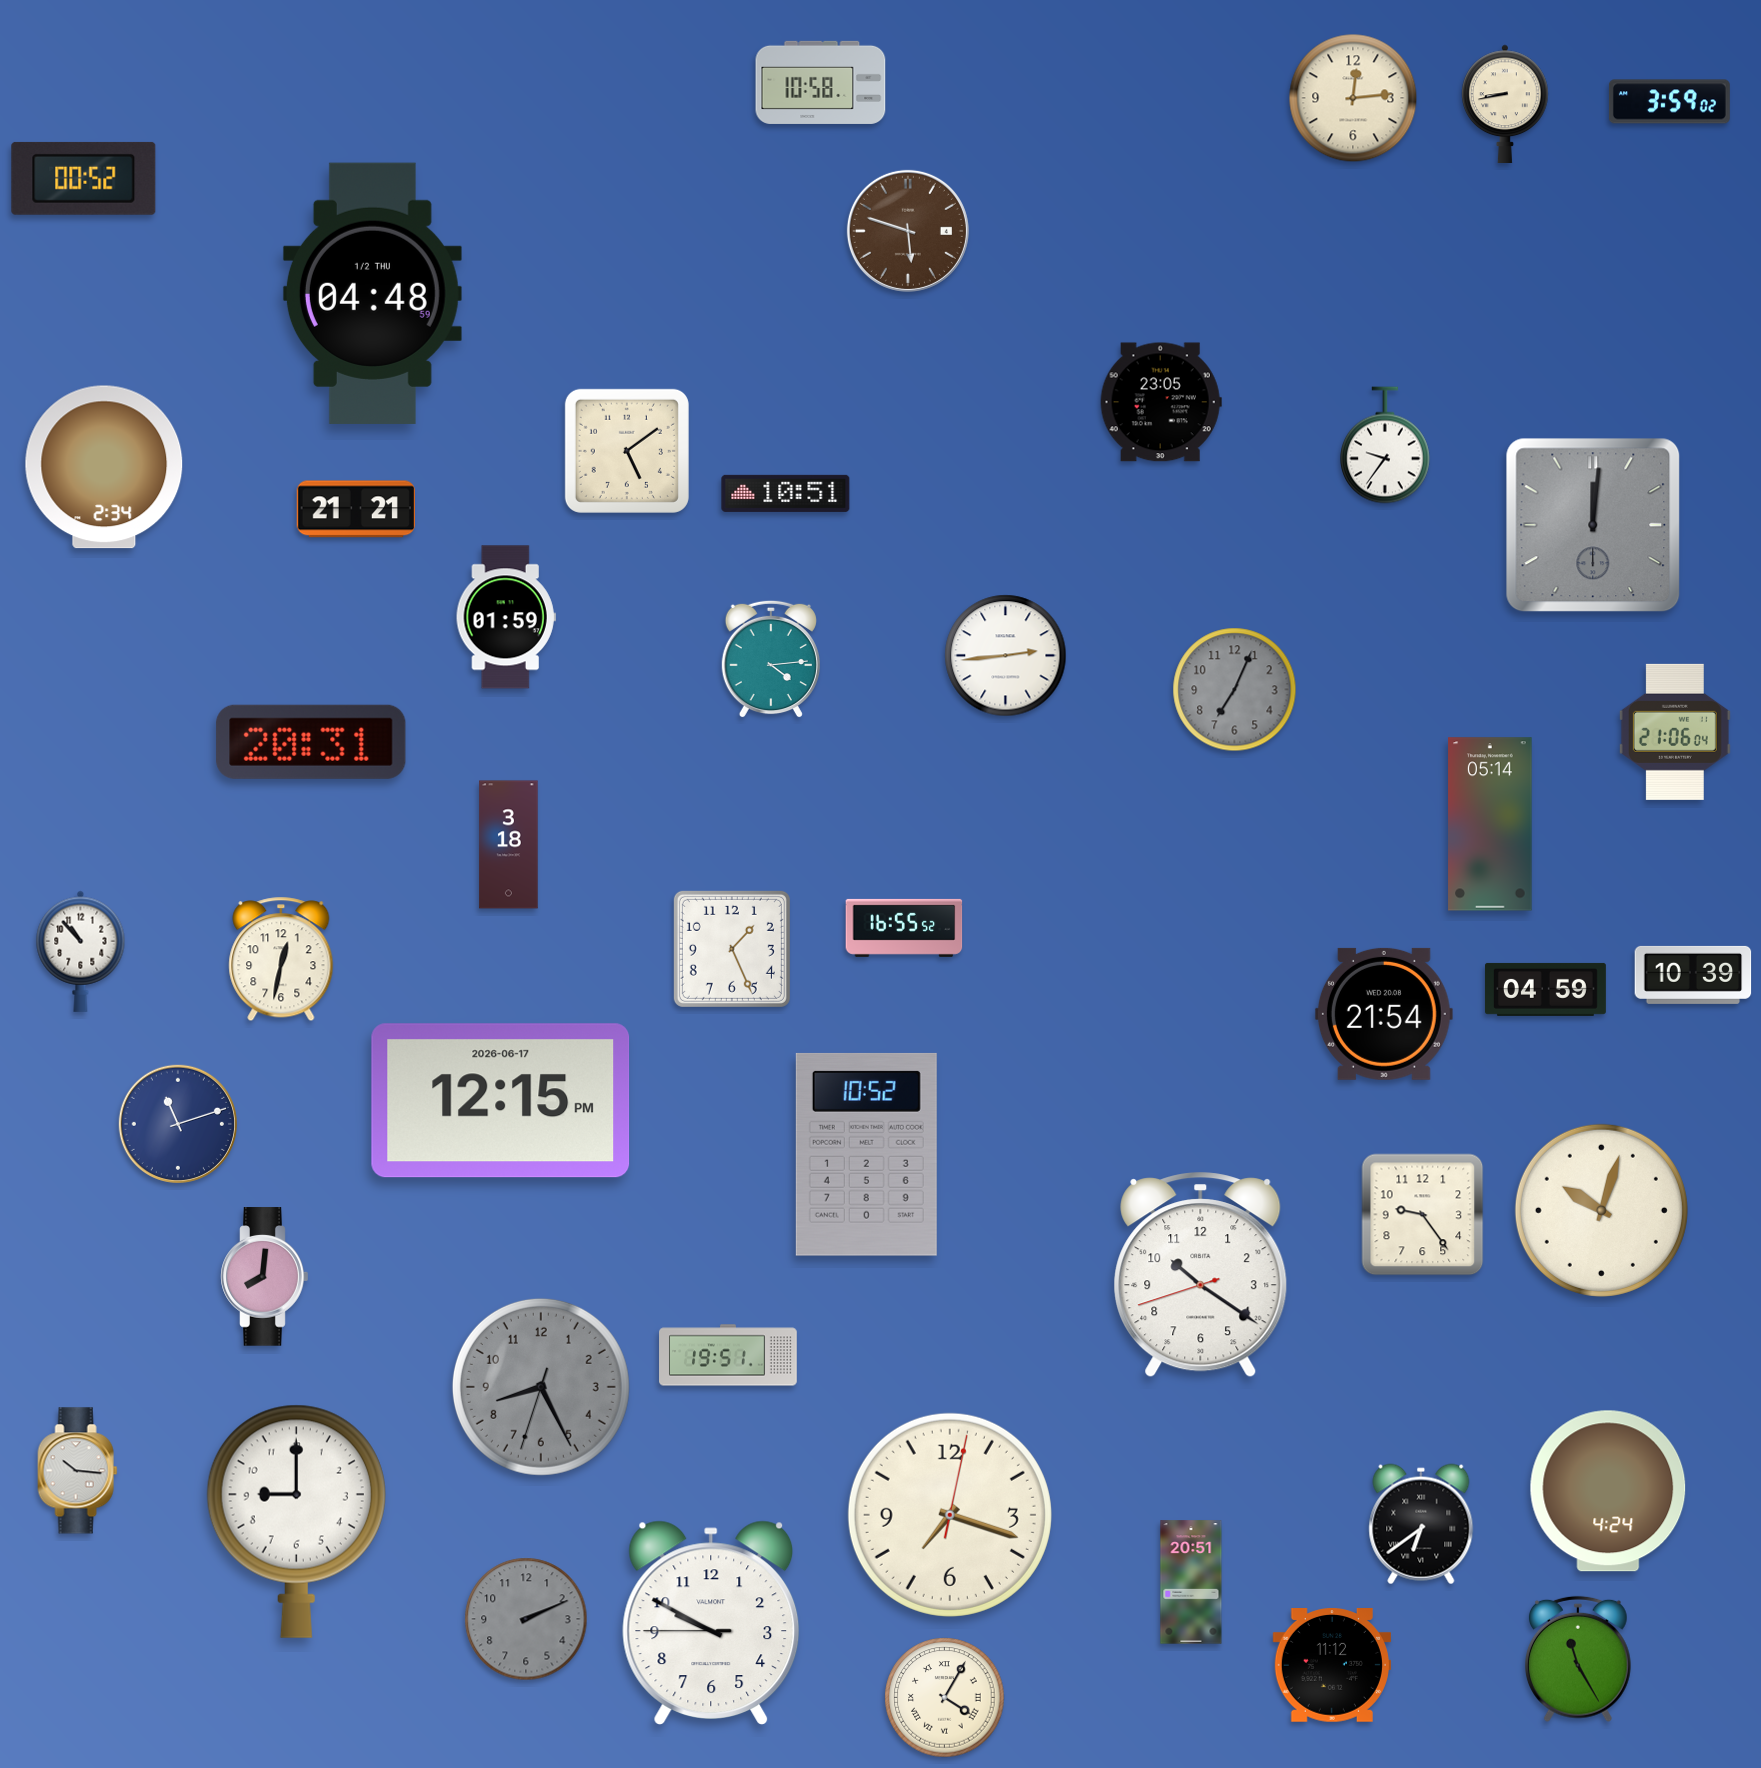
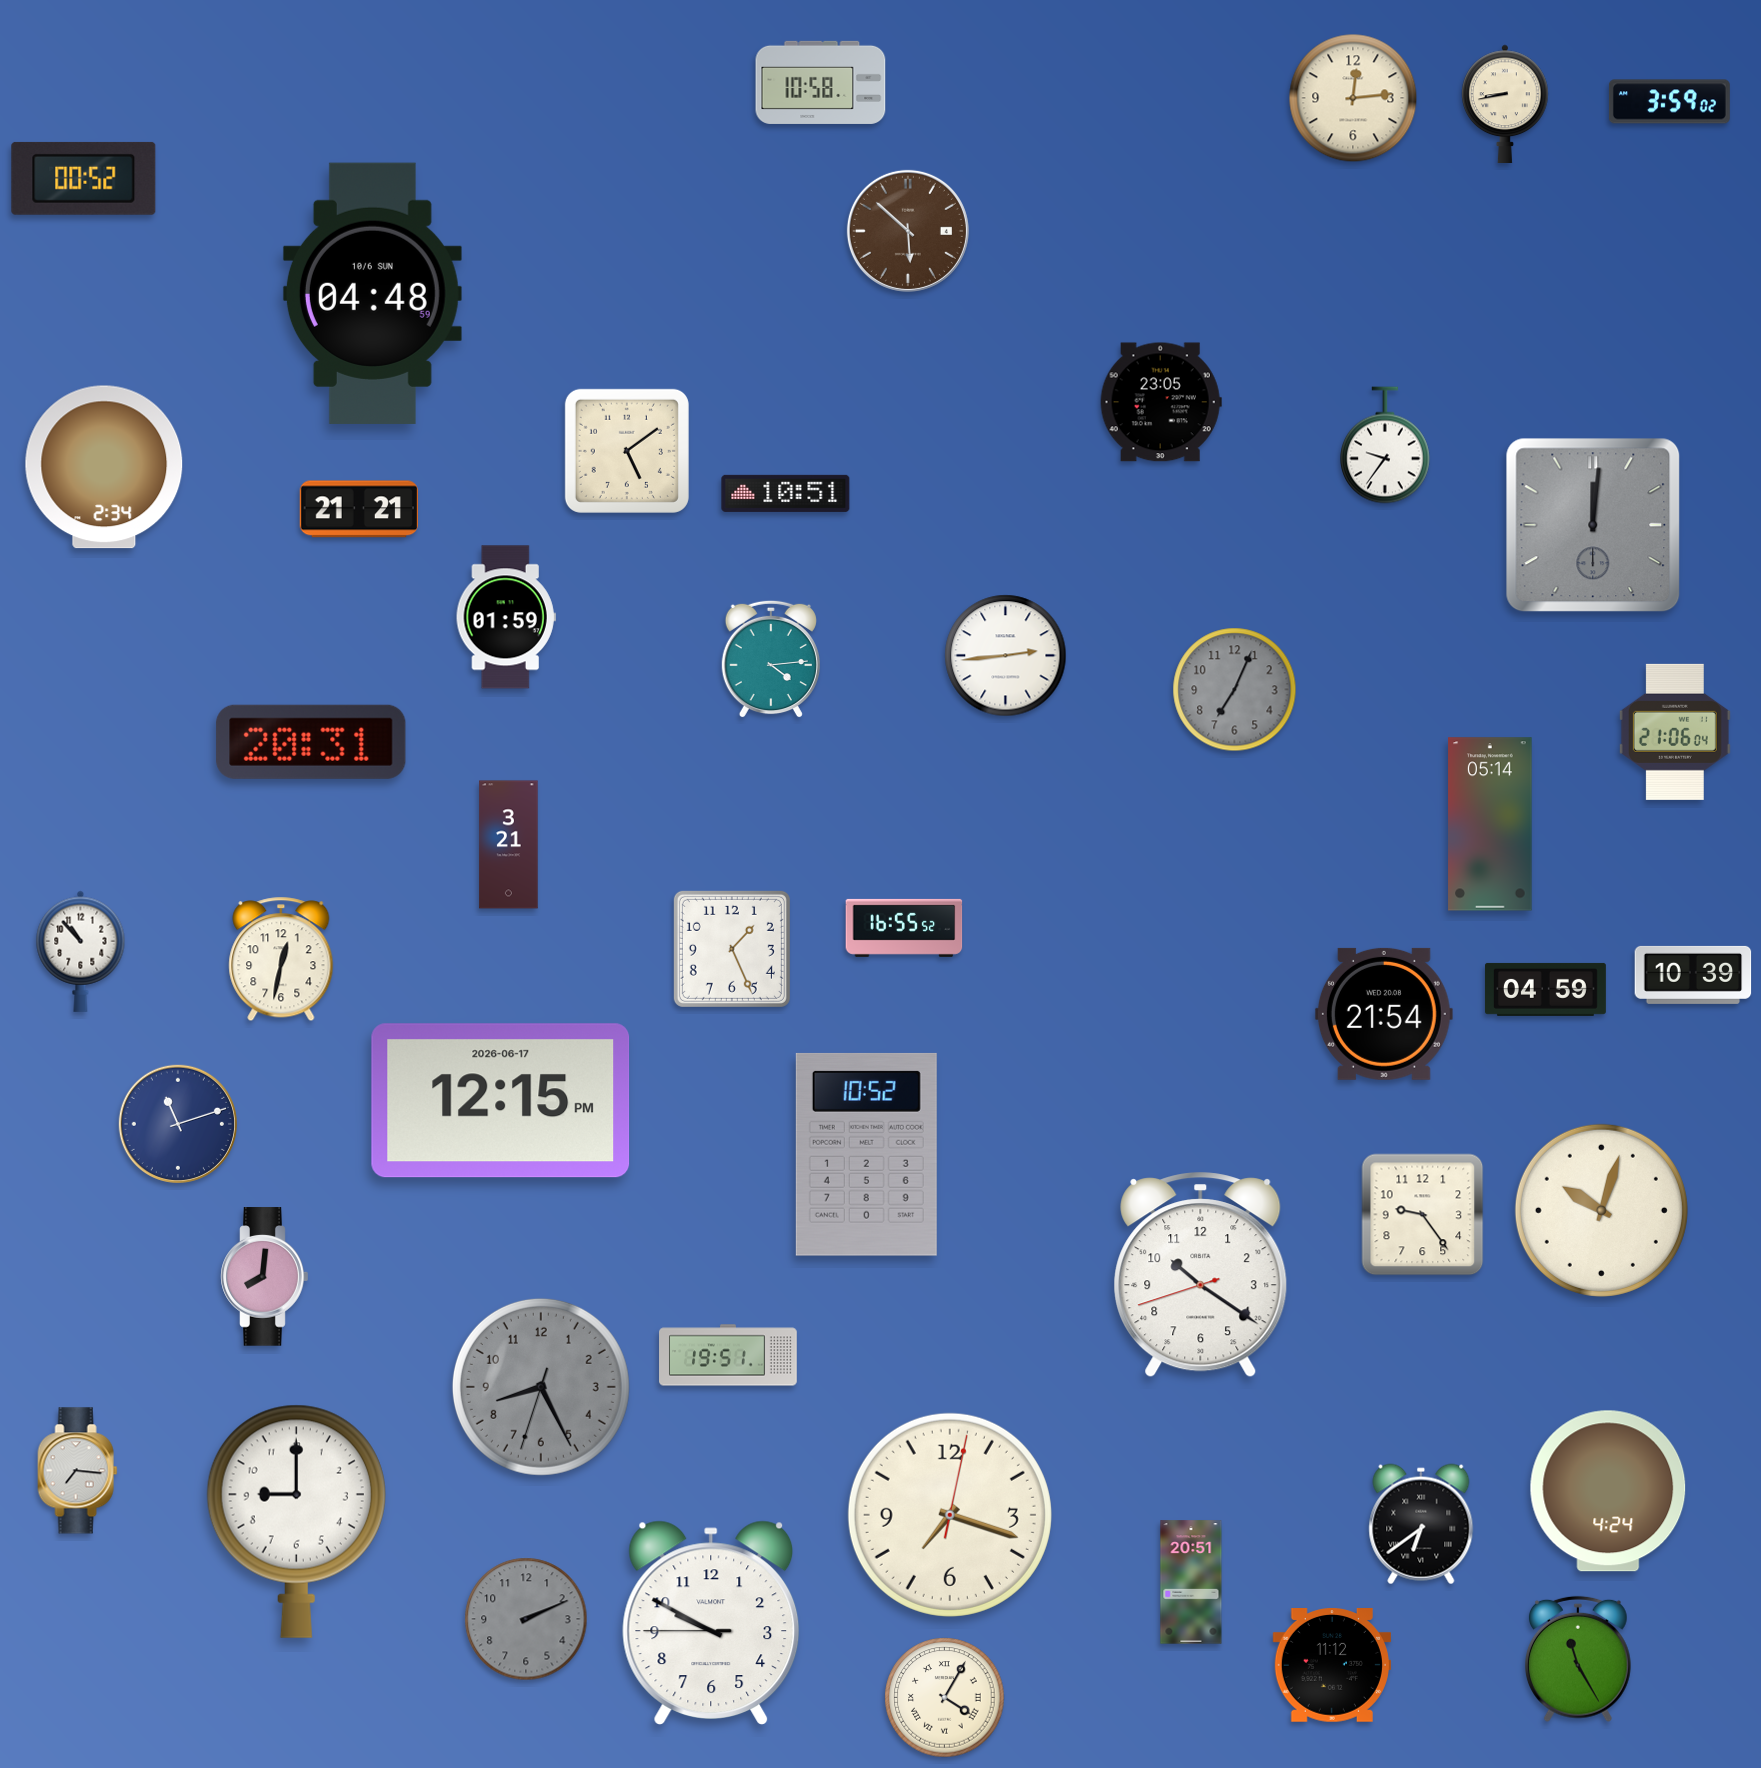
clock at (908, 231): 5:48 -> 5:52
clock at (372, 293) date: 1/2 THU -> 10/6 SUN
clock at (356, 509) position: (356, 509) -> (359, 509)
clock at (509, 845): 3:18 -> 3:21
clock at (78, 1471): 10:16 -> 7:16
